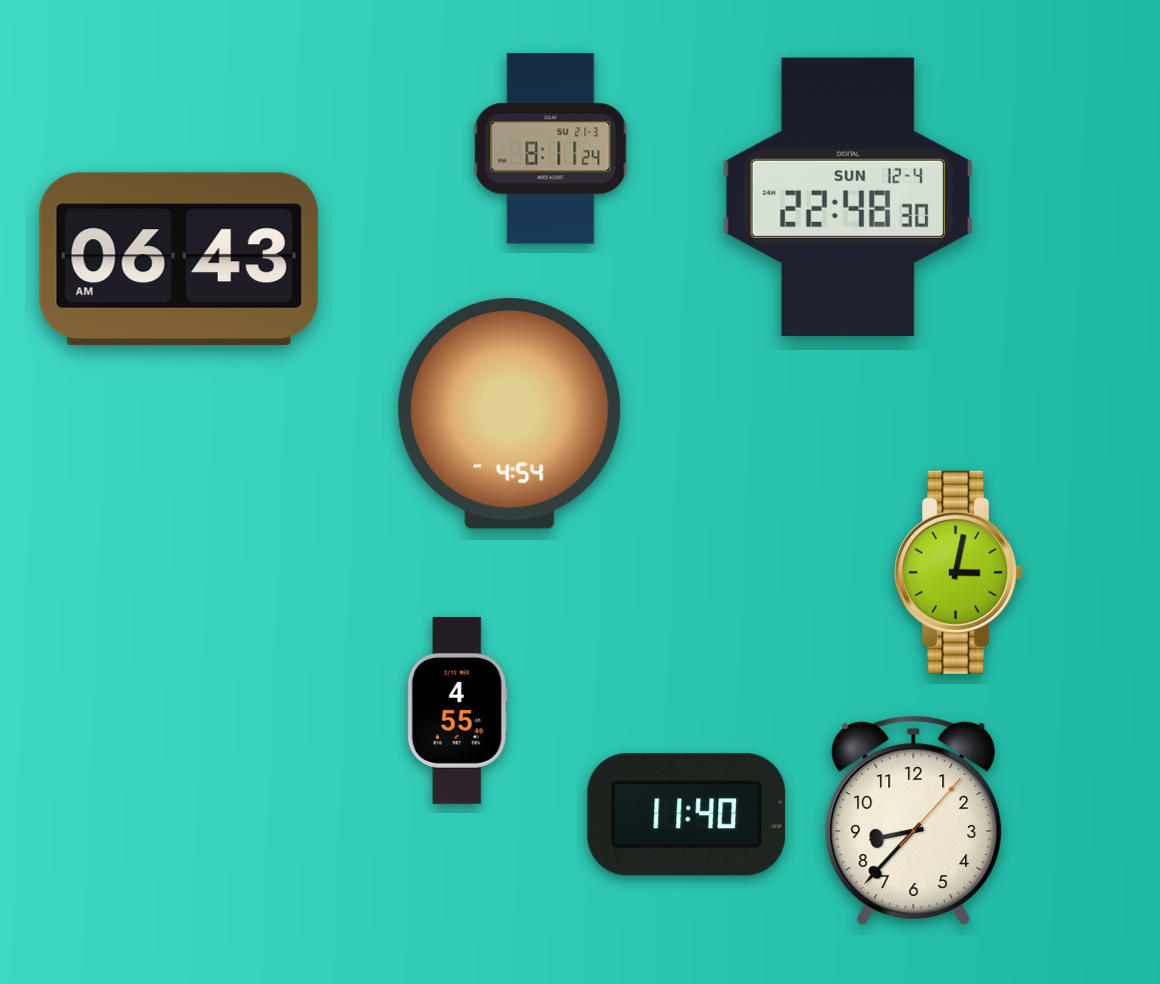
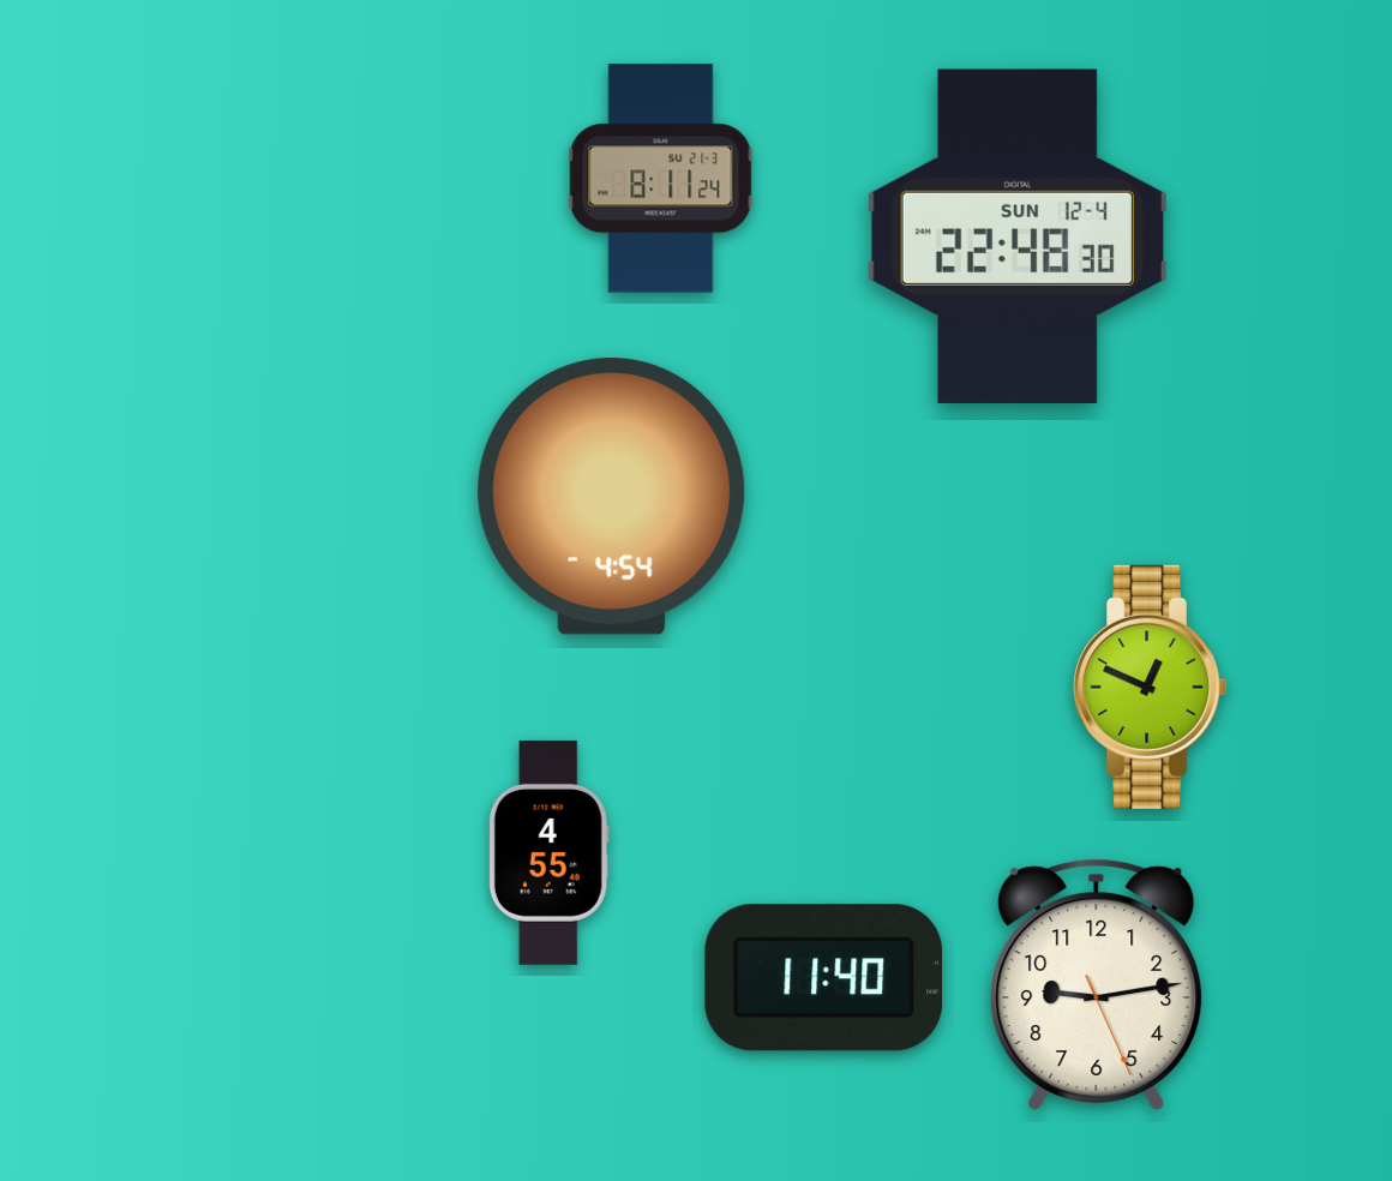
clock at (179, 259): 06:43 -> none
clock at (960, 572): 3:02 -> 12:49
clock at (914, 820): 8:37 -> 9:13
